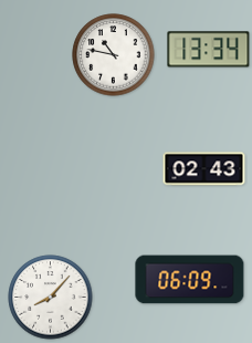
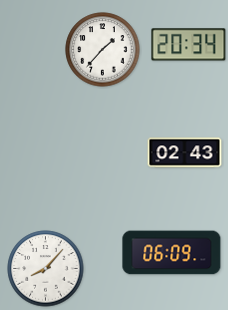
clock at (209, 50): 13:34 -> 20:34
clock at (114, 55): 10:47 -> 1:37
